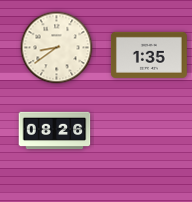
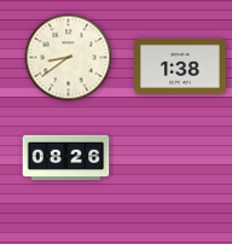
clock at (149, 55): 1:35 -> 1:38
